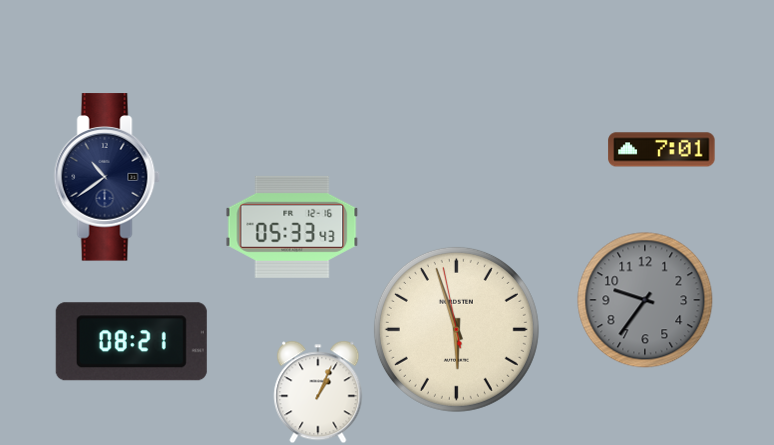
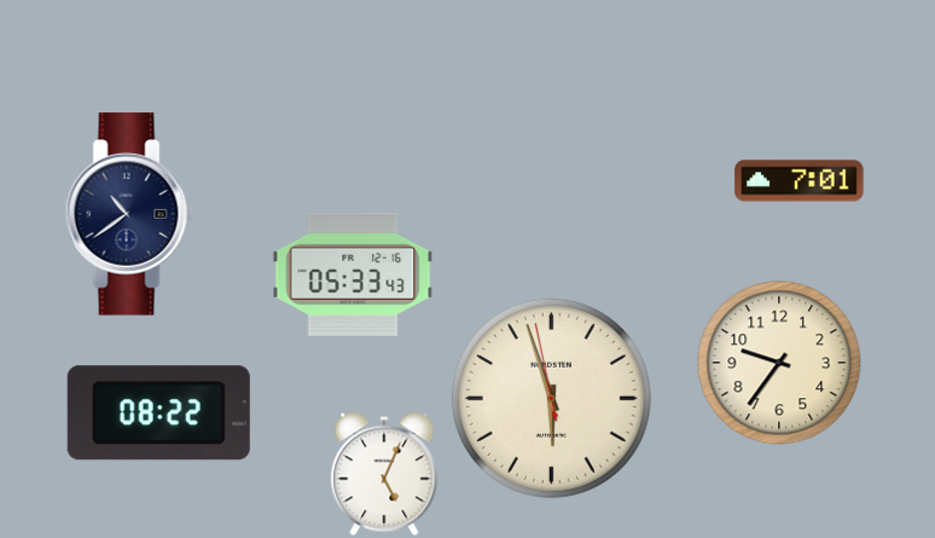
clock at (645, 300) dial: grey -> cream
clock at (131, 342): 08:21 -> 08:22
clock at (318, 392): 1:04 -> 5:04
